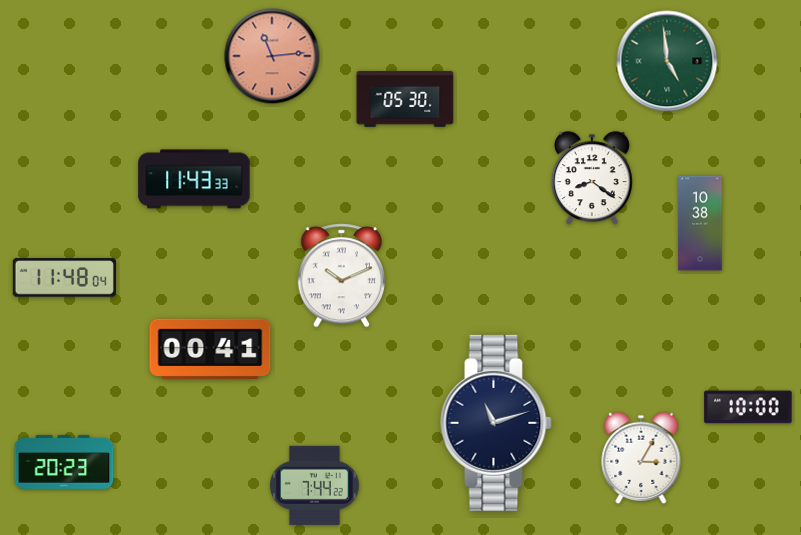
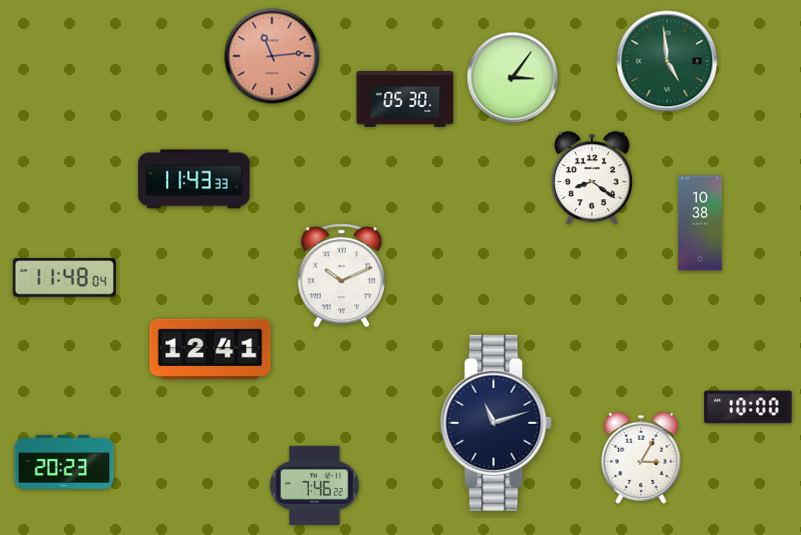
clock at (513, 78): none -> 3:06
clock at (210, 348): 00:41 -> 12:41
clock at (315, 485): 7:44 -> 7:46
